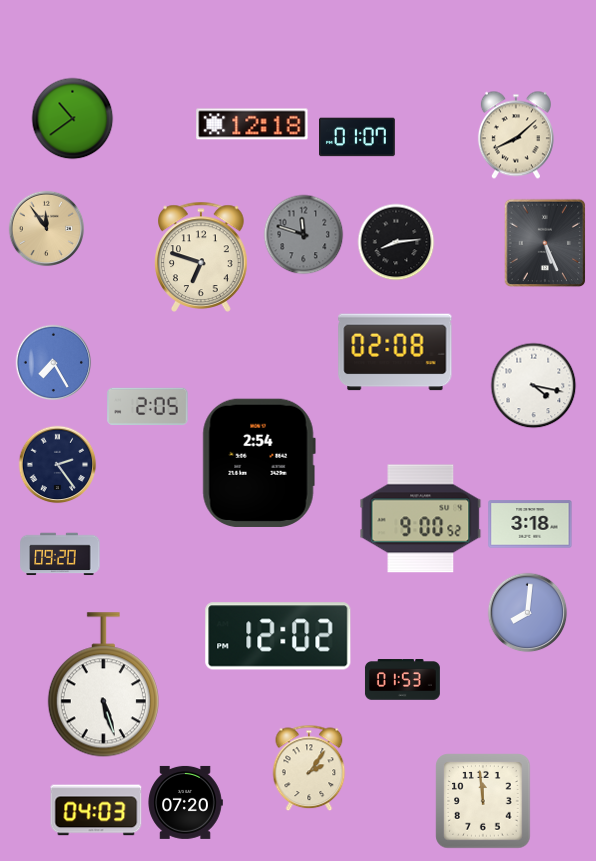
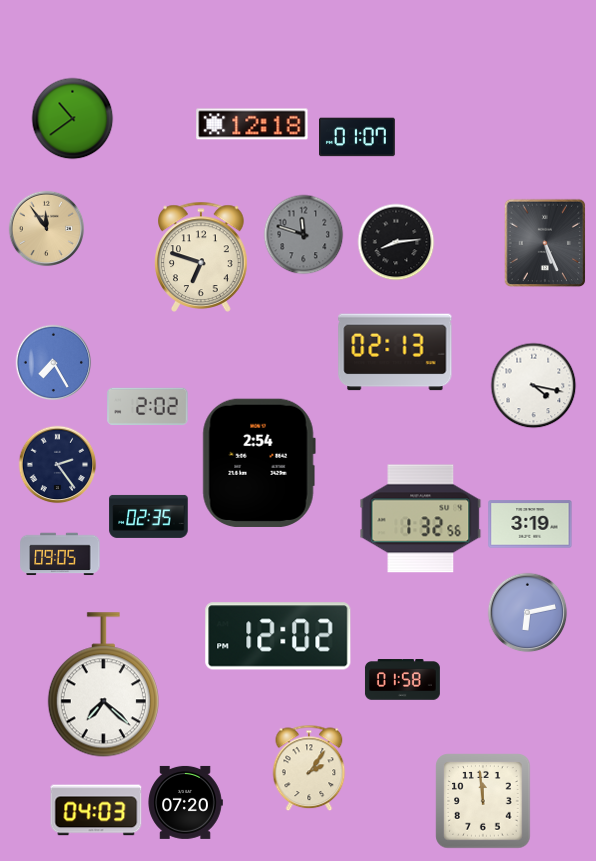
clock at (516, 135): 8:08 -> none
clock at (395, 352): 02:08 -> 02:13
clock at (148, 406): 2:05 -> 2:02
clock at (149, 516): none -> 02:35
clock at (421, 519): 9:00 -> 1:32
clock at (530, 524): 3:18 -> 3:19
clock at (60, 554): 09:20 -> 09:05
clock at (528, 613): 8:01 -> 6:13
clock at (402, 680): 01:53 -> 01:58
clock at (103, 685): 5:27 -> 7:22
